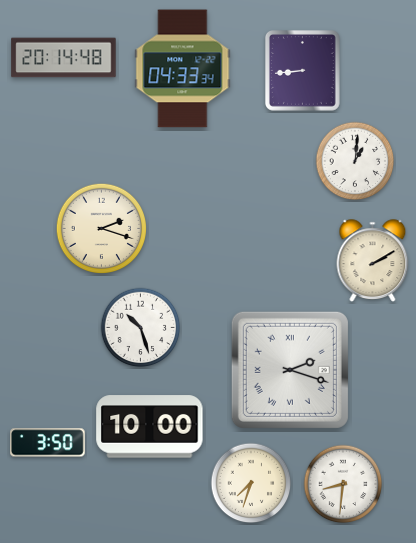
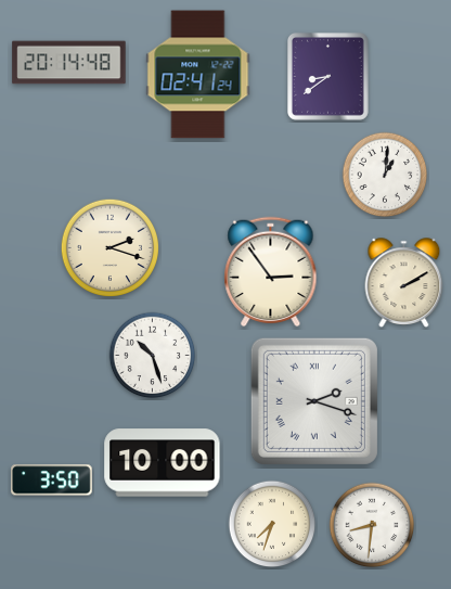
clock at (183, 69): 04:33 -> 02:41
clock at (303, 71): 8:44 -> 8:39
clock at (271, 272): none -> 2:54
